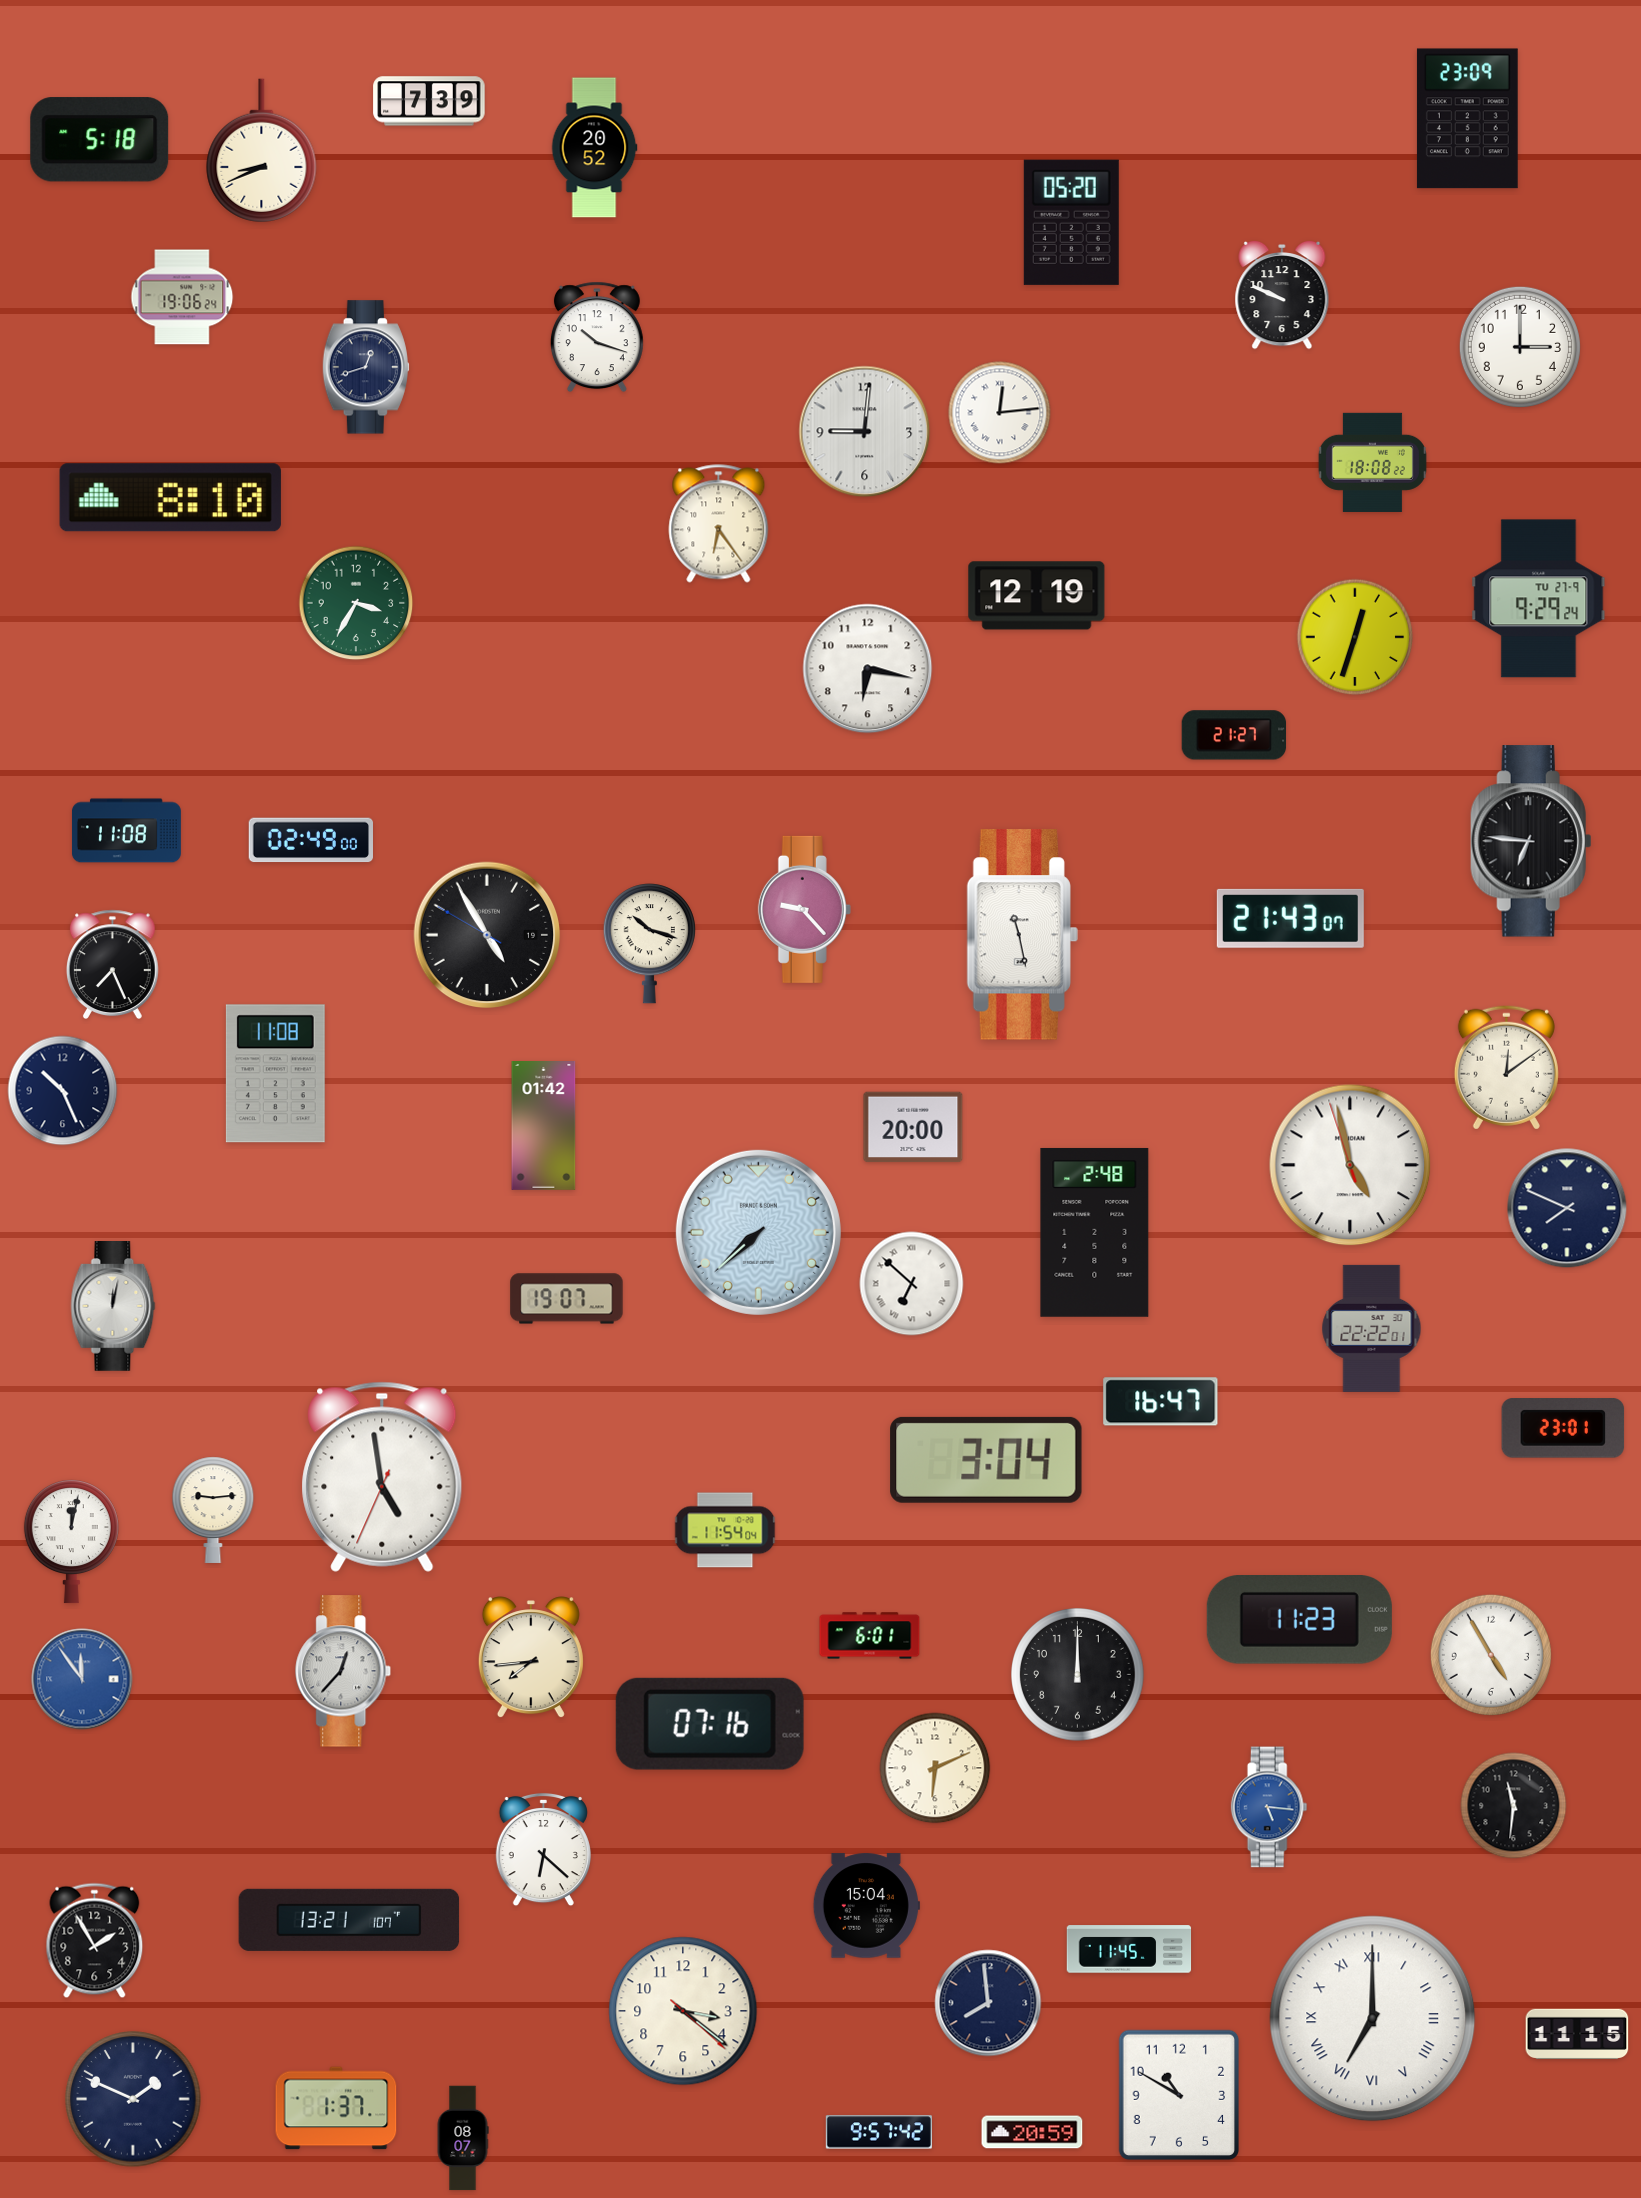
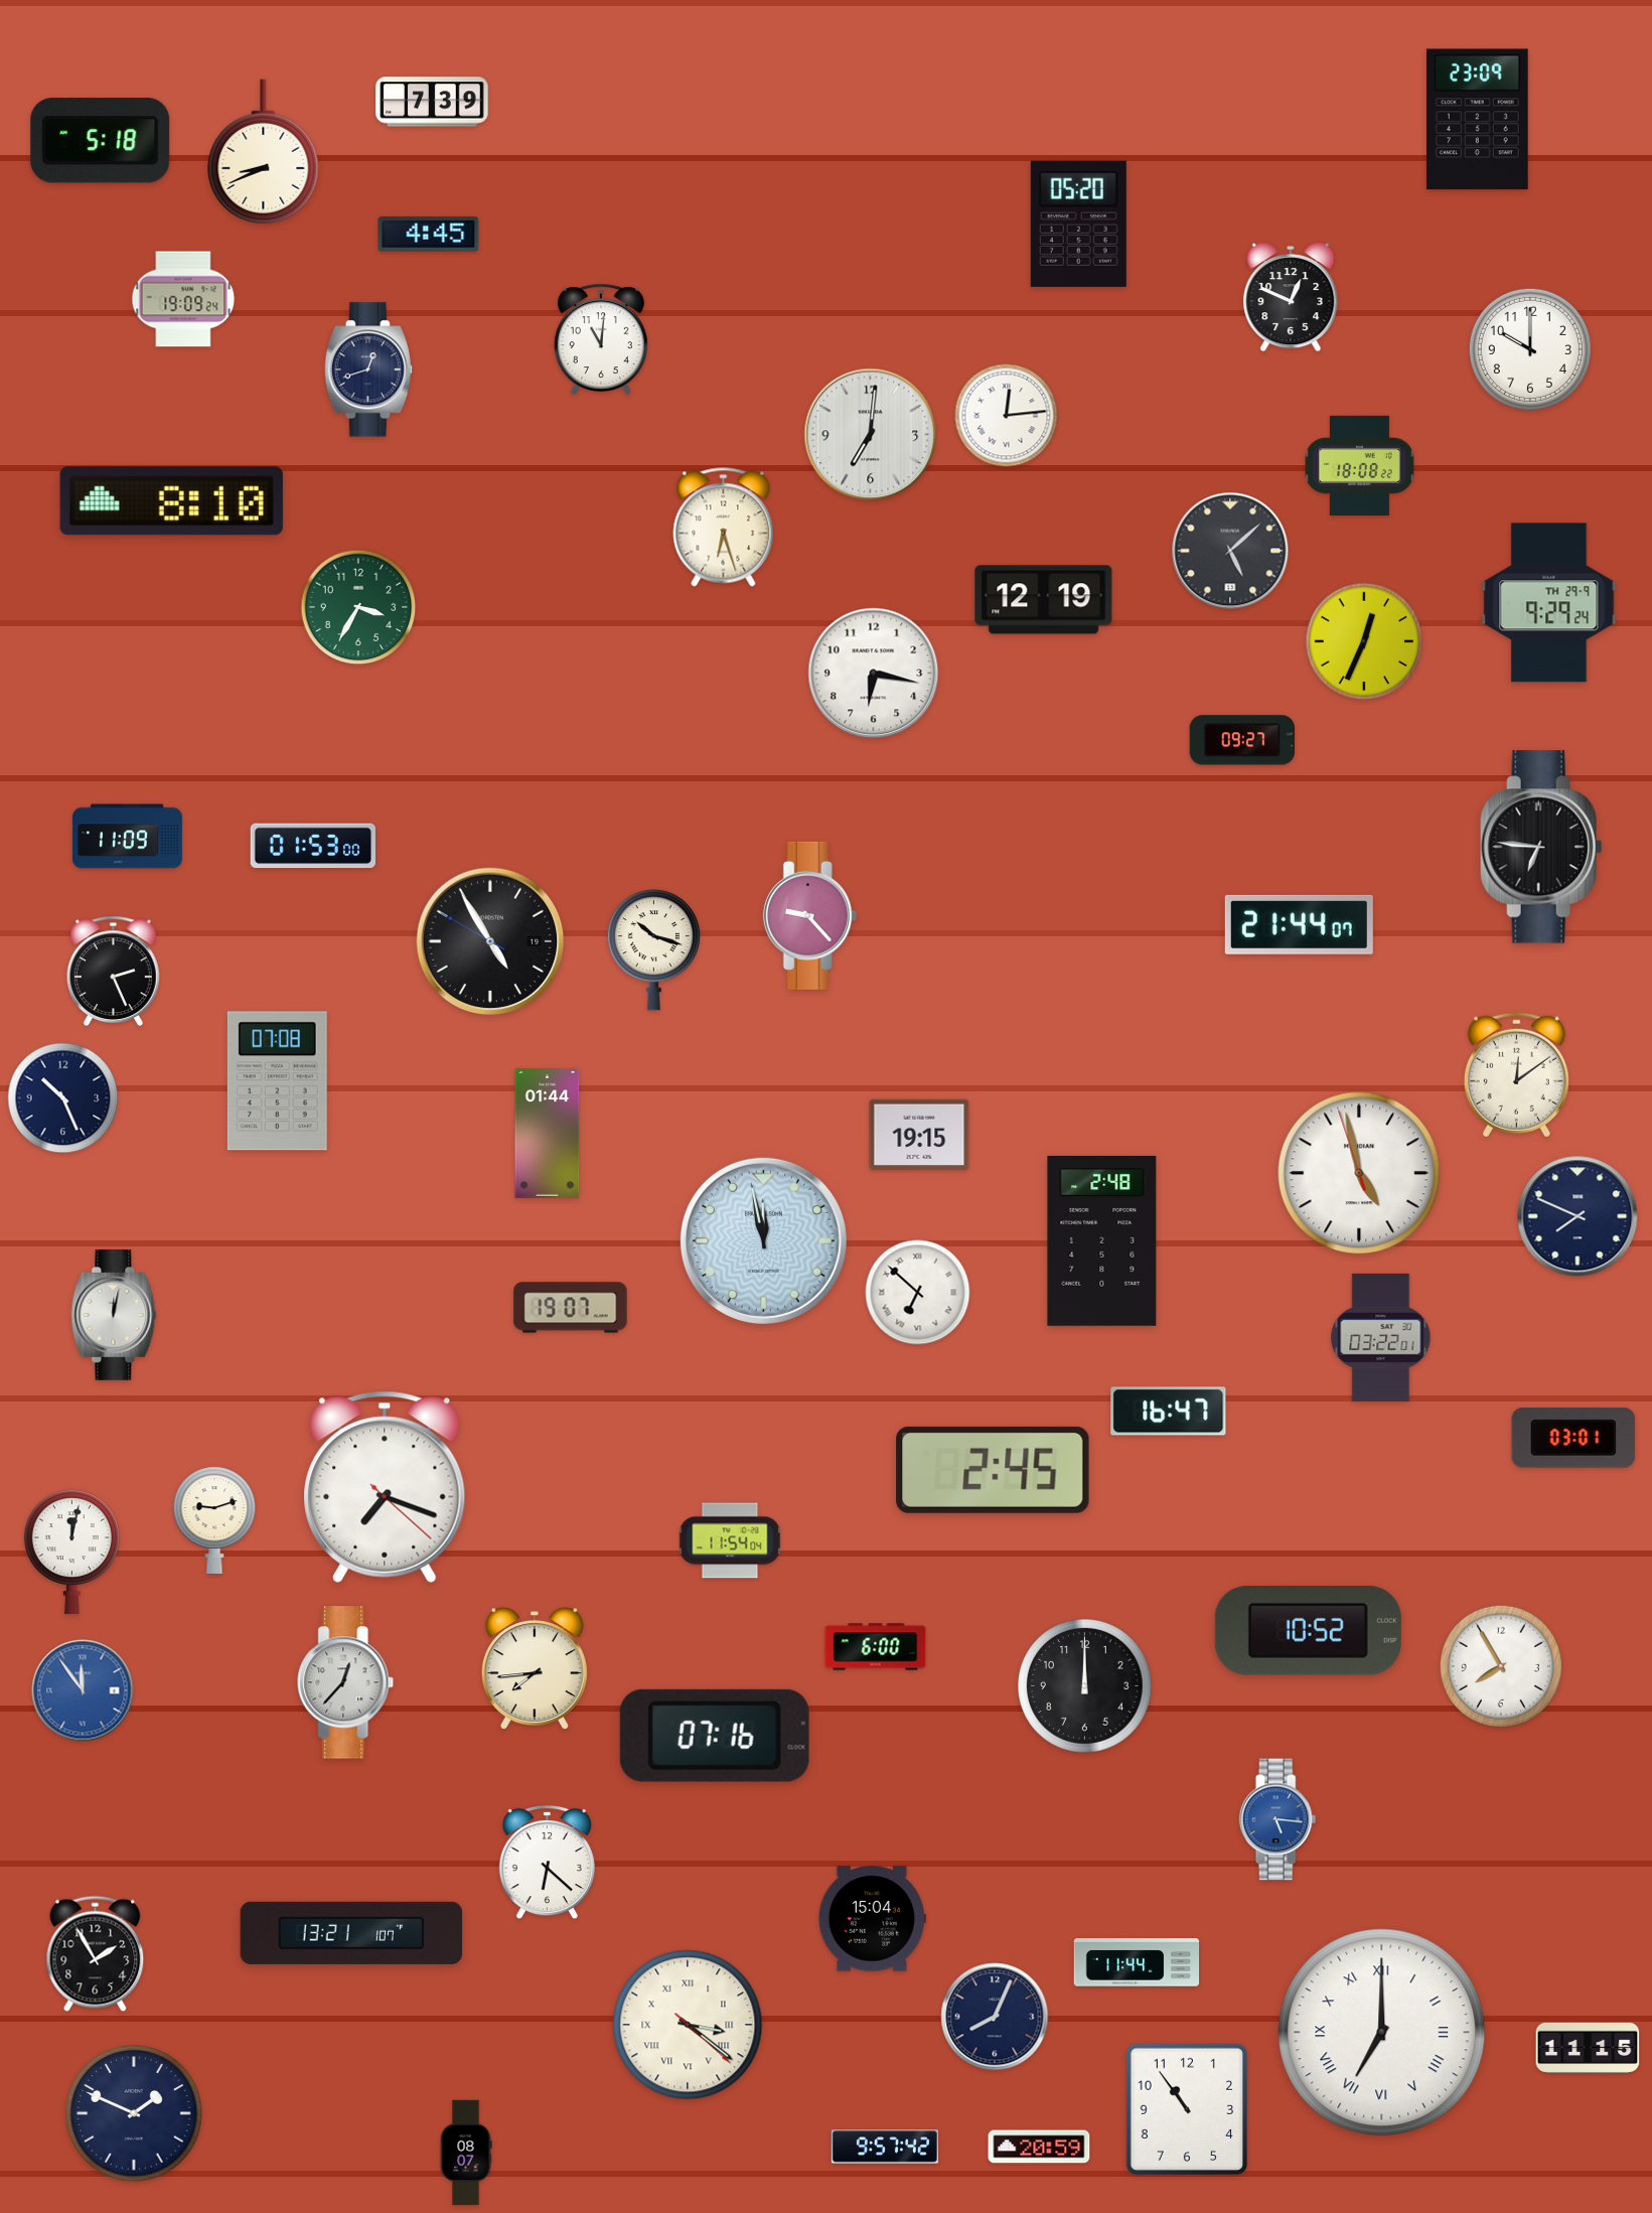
clock at (594, 148): 20:52 -> none
clock at (429, 234): none -> 4:45
clock at (1282, 295): 9:49 -> 12:49
clock at (182, 297): 19:06 -> 19:09
clock at (597, 337): 10:18 -> 11:01
clock at (1520, 347): 3:00 -> 10:00
clock at (865, 432): 9:01 -> 7:01
clock at (1372, 462) position: (1372, 462) -> (1359, 465)
clock at (719, 524): 6:24 -> 6:27
clock at (1230, 551): none -> 5:08
clock at (1539, 599) date: TU 27-9 -> TH 29-9
clock at (1355, 637): 12:33 -> 12:34
clock at (1234, 735): 21:27 -> 09:27
clock at (126, 831): 11:08 -> 11:09
clock at (310, 840): 02:49 -> 01:53
clock at (1290, 918): 21:43 -> 21:44
clock at (1022, 935): 11:28 -> none
clock at (113, 964): 7:26 -> 2:26
clock at (275, 1074): 11:08 -> 07:08
clock at (544, 1126): 01:42 -> 01:44
clock at (913, 1127): 20:00 -> 19:15
clock at (758, 1232): 7:38 -> 11:58
clock at (1372, 1328): 22:22 -> 03:22
clock at (1563, 1428): 23:01 -> 03:01
clock at (986, 1460): 3:04 -> 2:45
clock at (382, 1477): 4:58 -> 7:18
clock at (213, 1510): 9:14 -> 9:12
clock at (1299, 1620): 11:23 -> 10:52
clock at (870, 1636): 6:01 -> 6:00
clock at (1491, 1655): 4:55 -> 7:55
clock at (935, 1768): 6:11 -> none
clock at (1514, 1806): 11:31 -> none
clock at (1129, 1949): 11:45 -> 11:44
clock at (988, 2003): 7:59 -> 8:04
clock at (683, 2011) numerals: Arabic -> Roman
clock at (1178, 2095): 10:50 -> 10:54
clock at (336, 2108): 1:37 -> none
